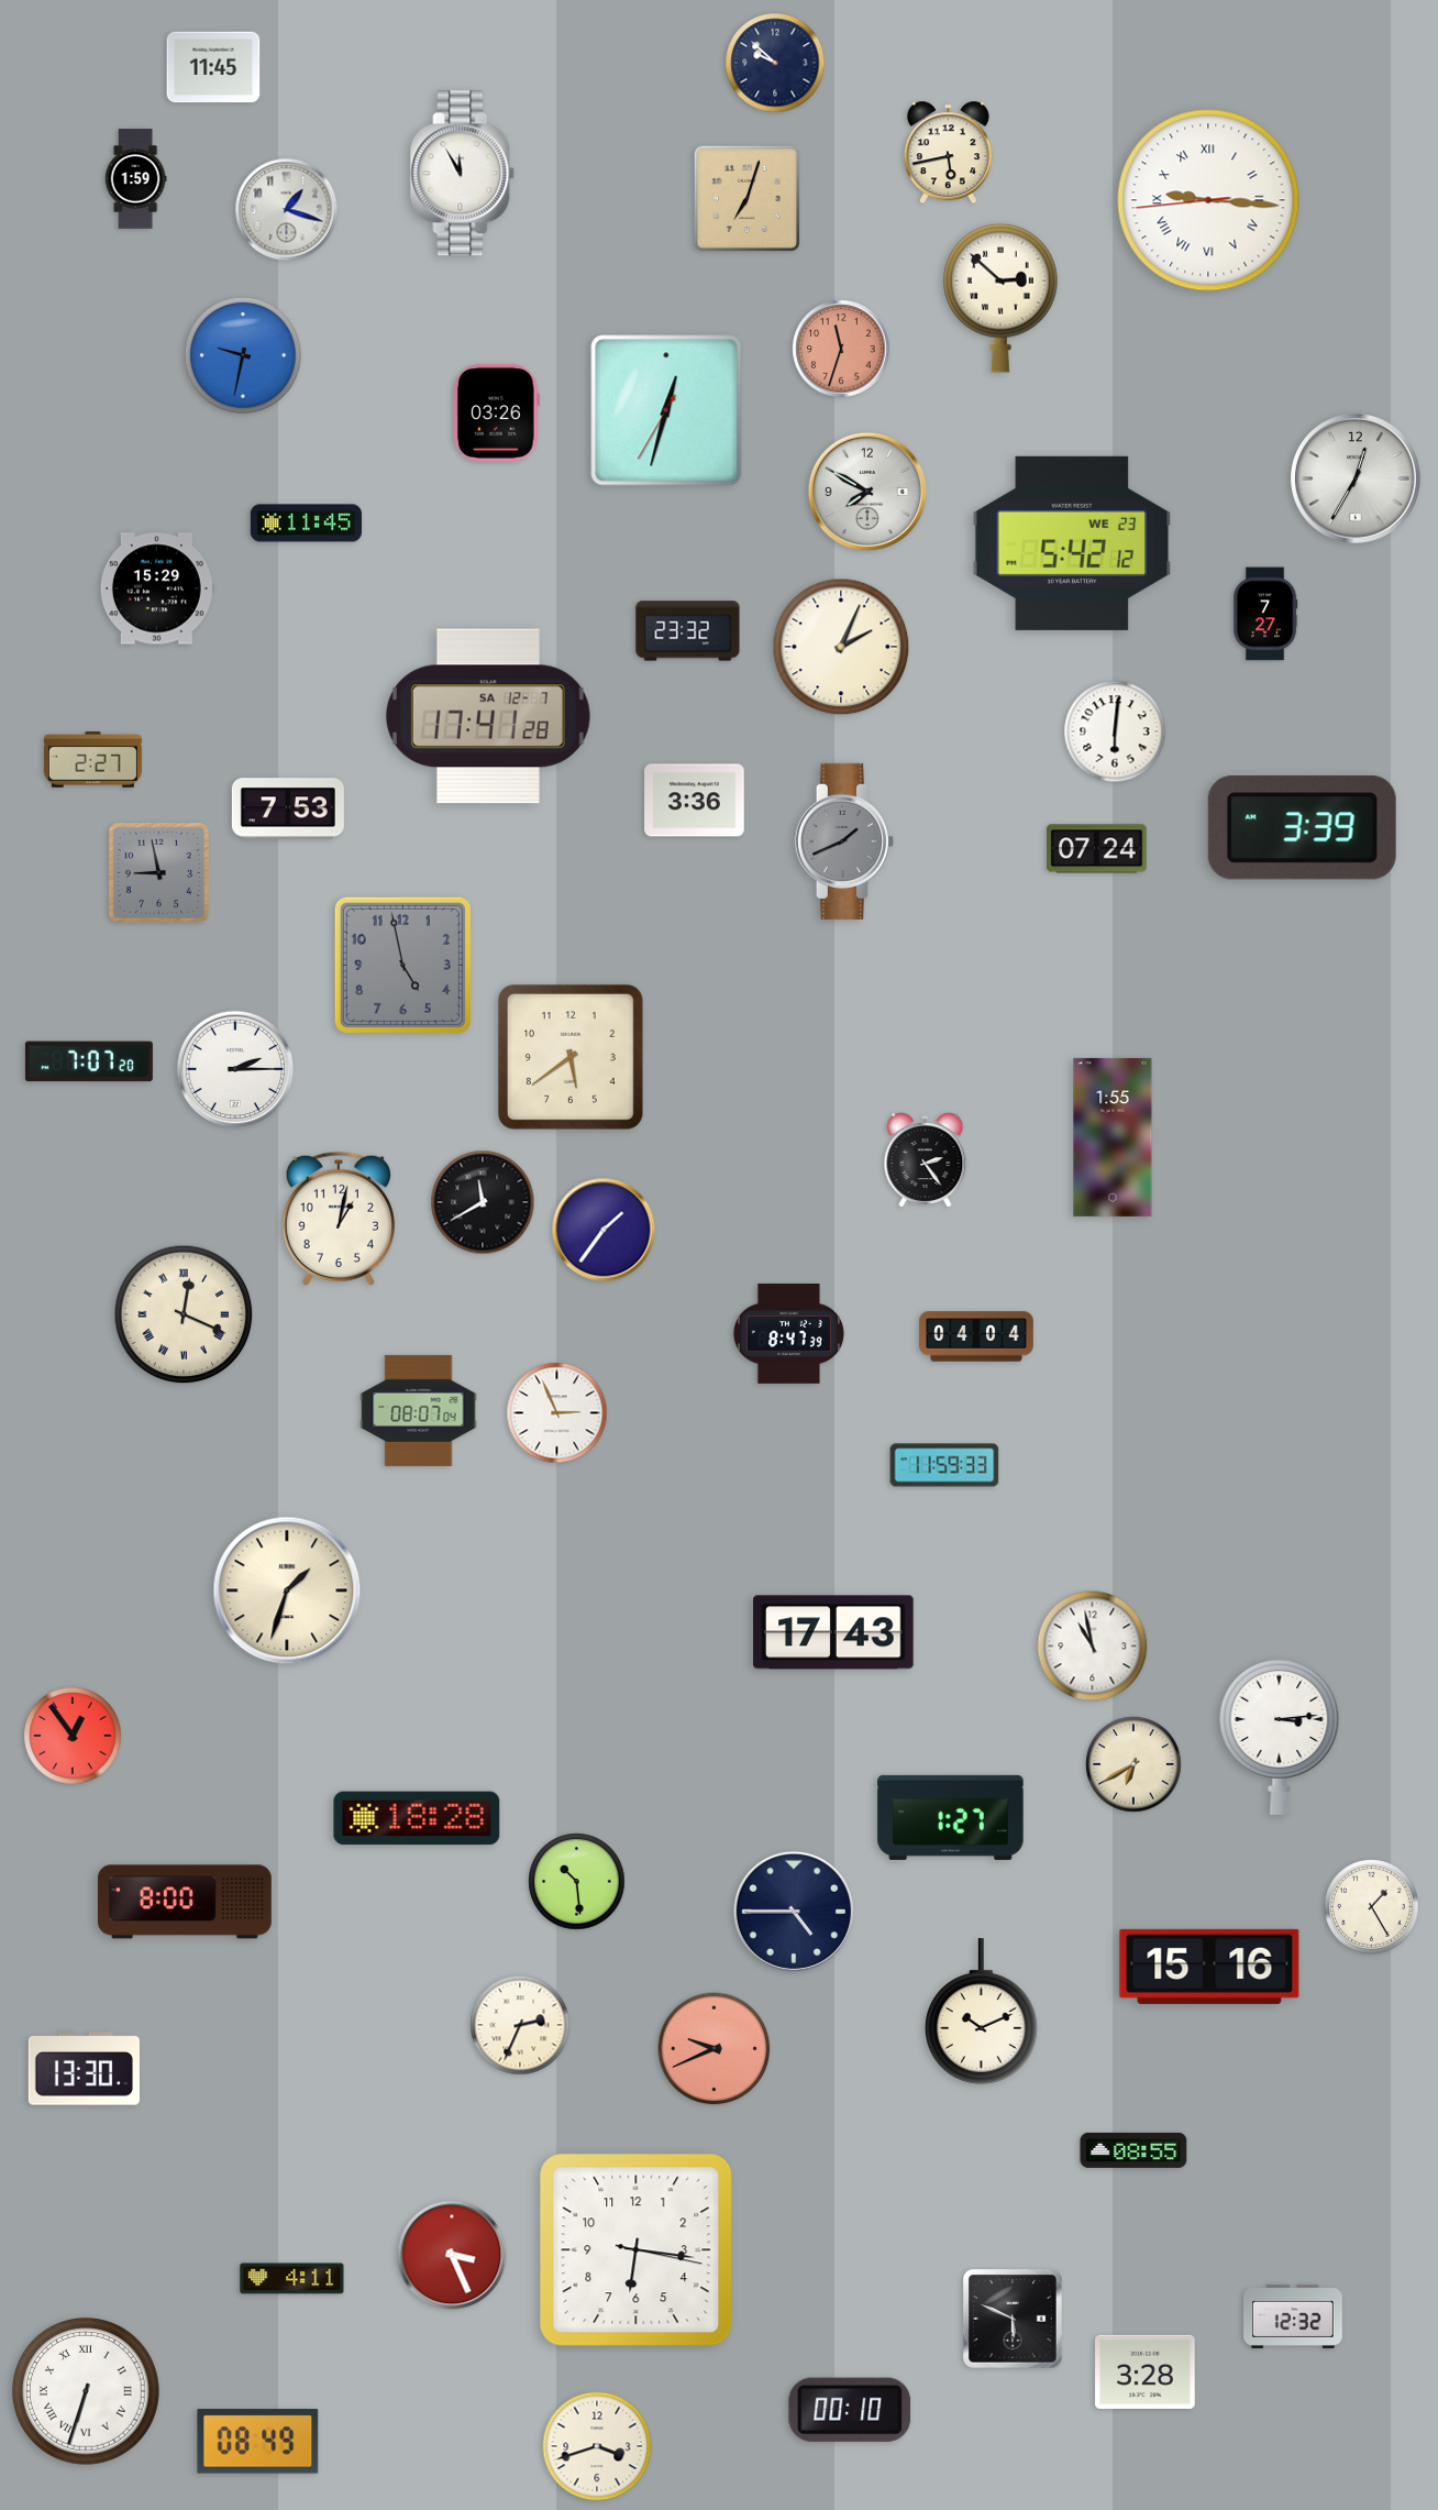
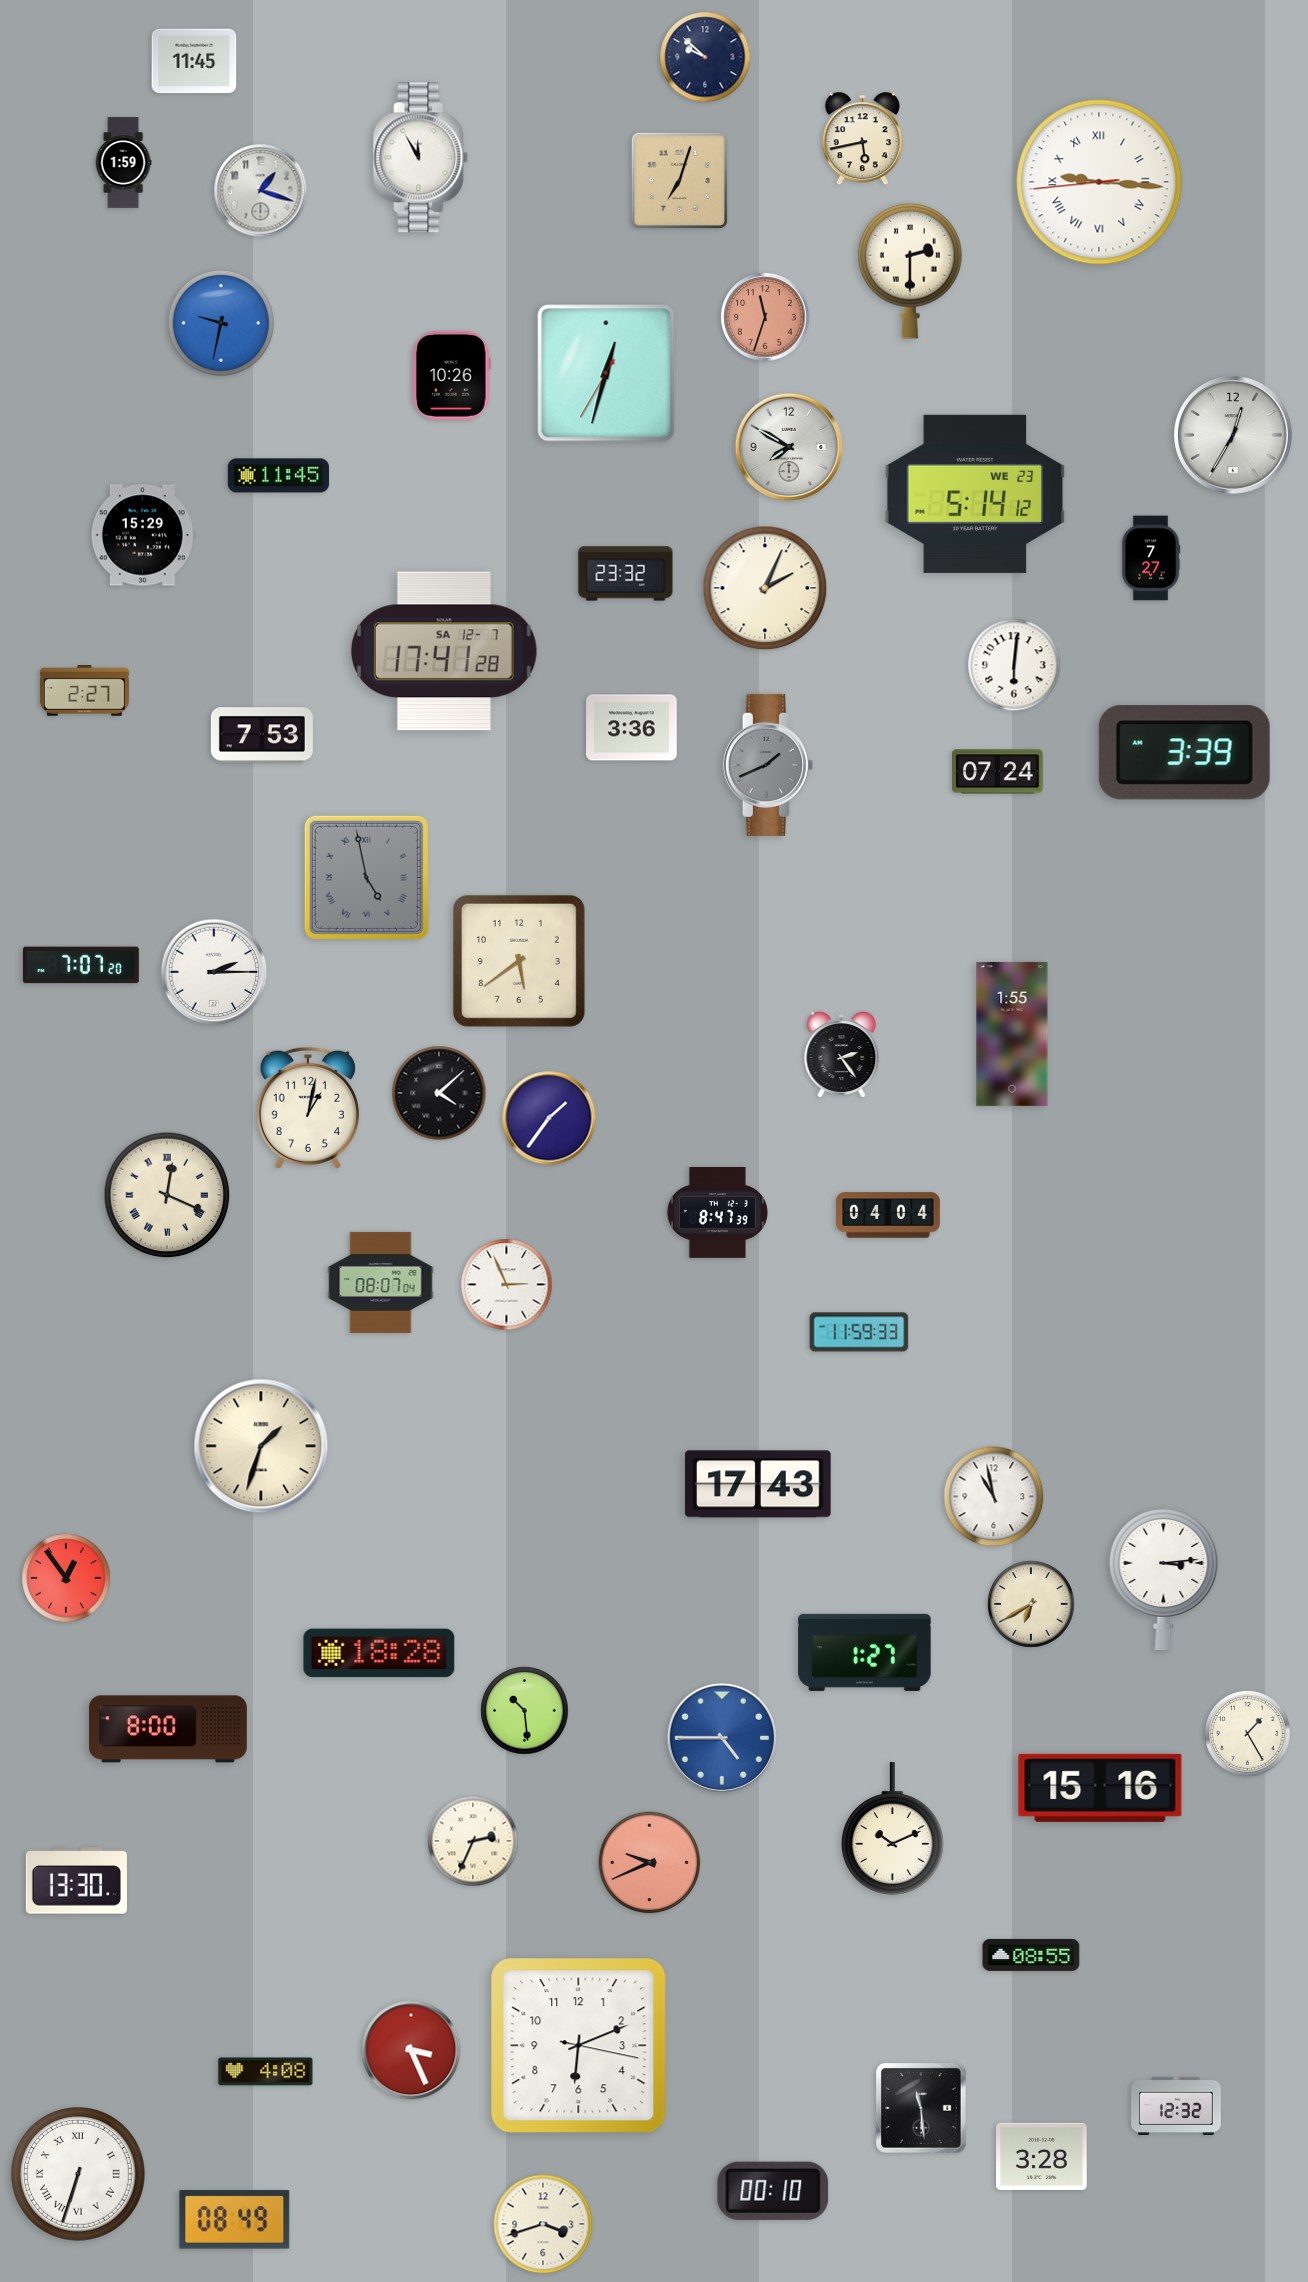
clock at (1000, 298): 2:52 -> 2:30
clock at (497, 412): 03:26 -> 10:26
clock at (1072, 543): 5:42 -> 5:14
clock at (158, 872): 8:58 -> none
clock at (402, 965) numerals: Arabic -> Roman
clock at (483, 1202): 11:40 -> 4:08
clock at (793, 1911) dial: navy -> blue
clock at (637, 2250): 6:16 -> 6:11
clock at (292, 2279): 4:11 -> 4:08
clock at (1013, 2319): 5:49 -> 11:29
